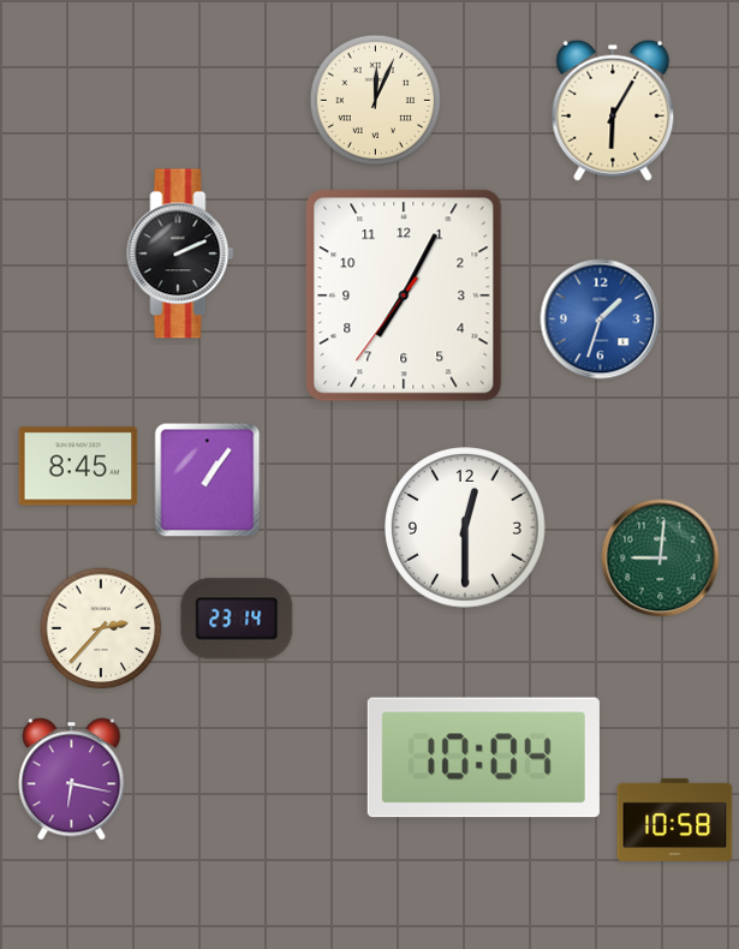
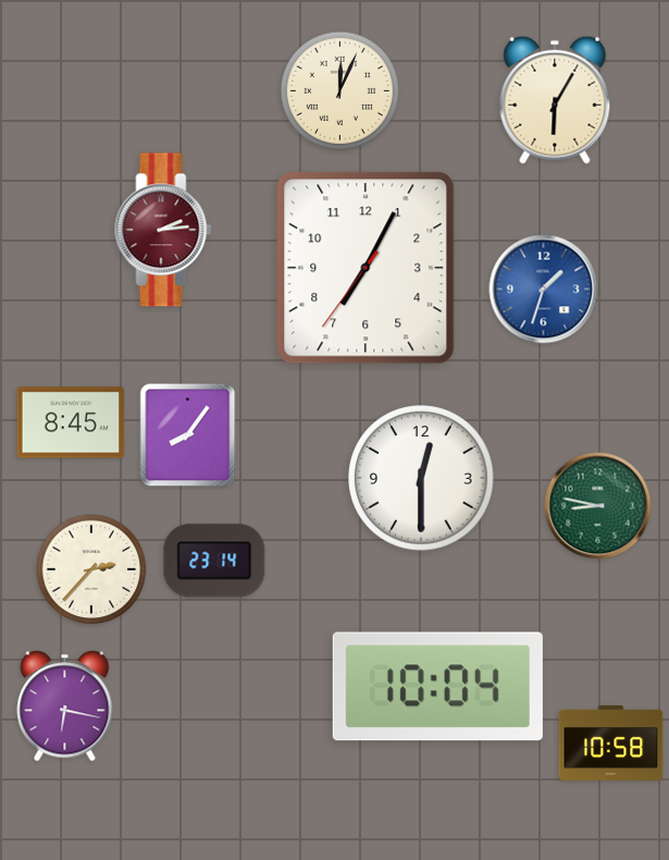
clock at (180, 253): 2:11 -> 2:14
clock at (180, 253) dial: black -> burgundy
clock at (208, 481): 1:06 -> 8:06
clock at (661, 559): 9:01 -> 8:47
